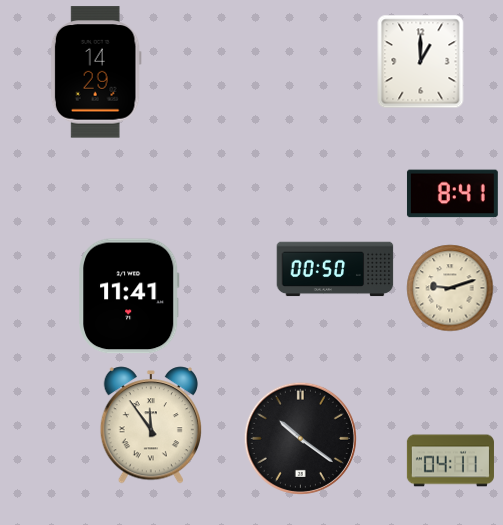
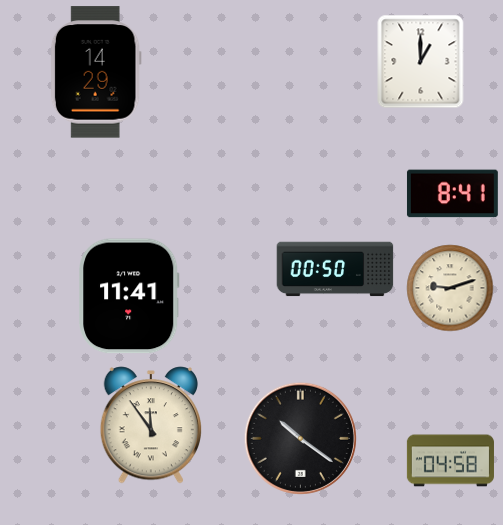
clock at (450, 461): 04:11 -> 04:58
